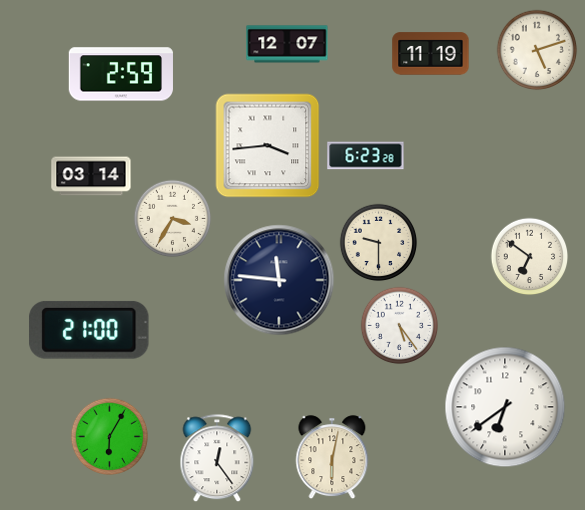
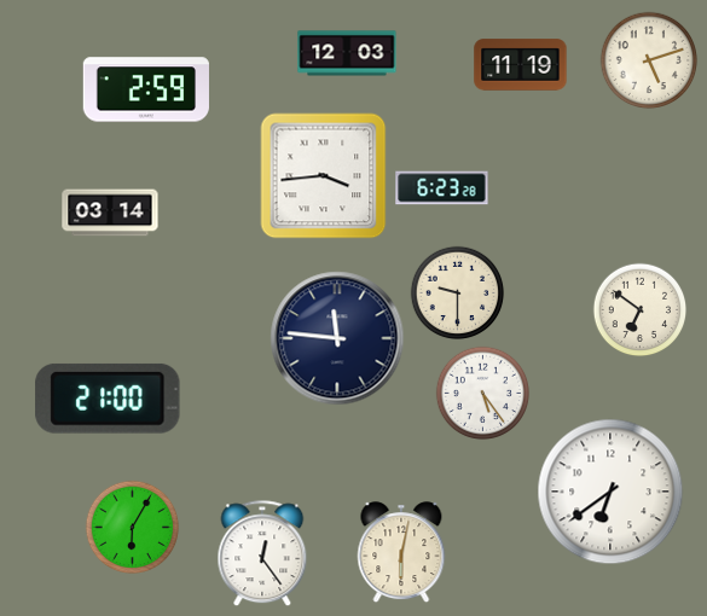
clock at (287, 44): 12:07 -> 12:03
clock at (172, 218): 3:35 -> none
